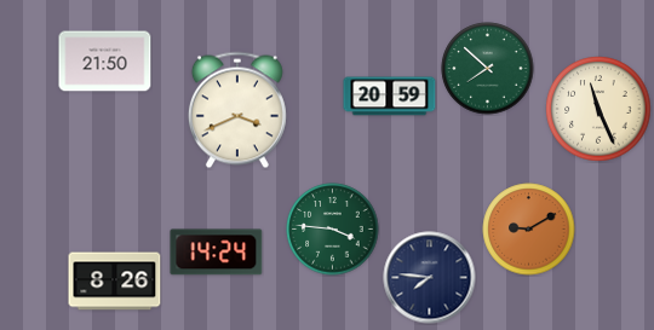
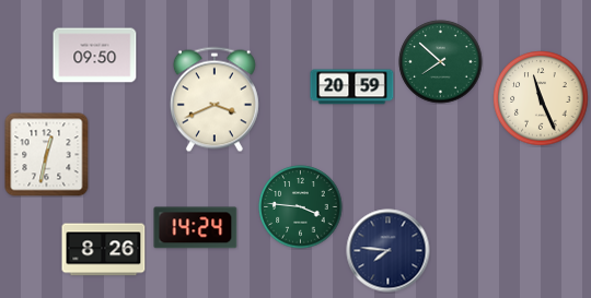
clock at (105, 62): 21:50 -> 09:50
clock at (47, 155): none -> 12:32
clock at (529, 230): 9:10 -> none
clock at (115, 282) position: (115, 282) -> (104, 250)
